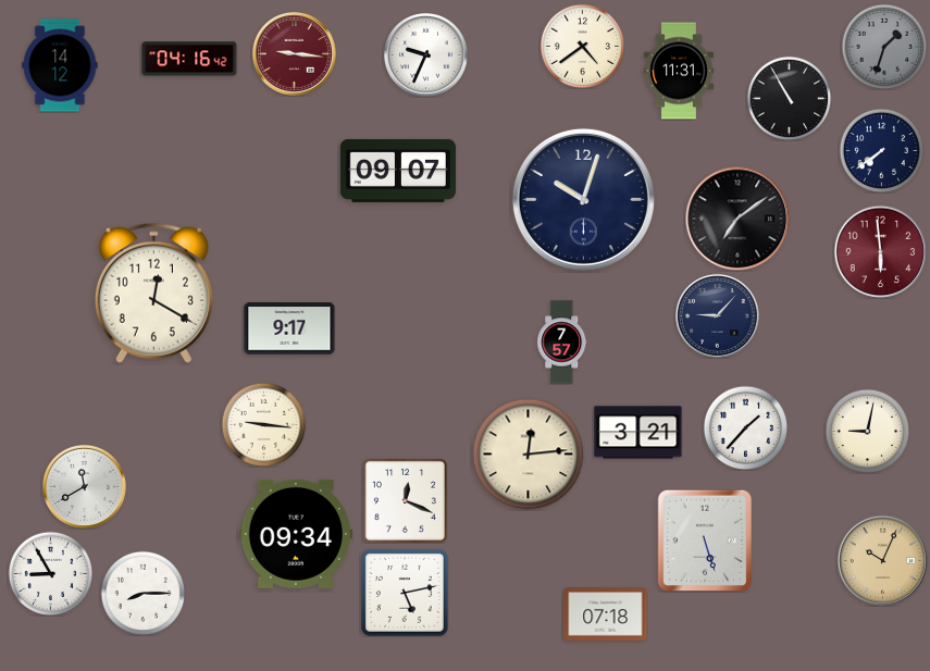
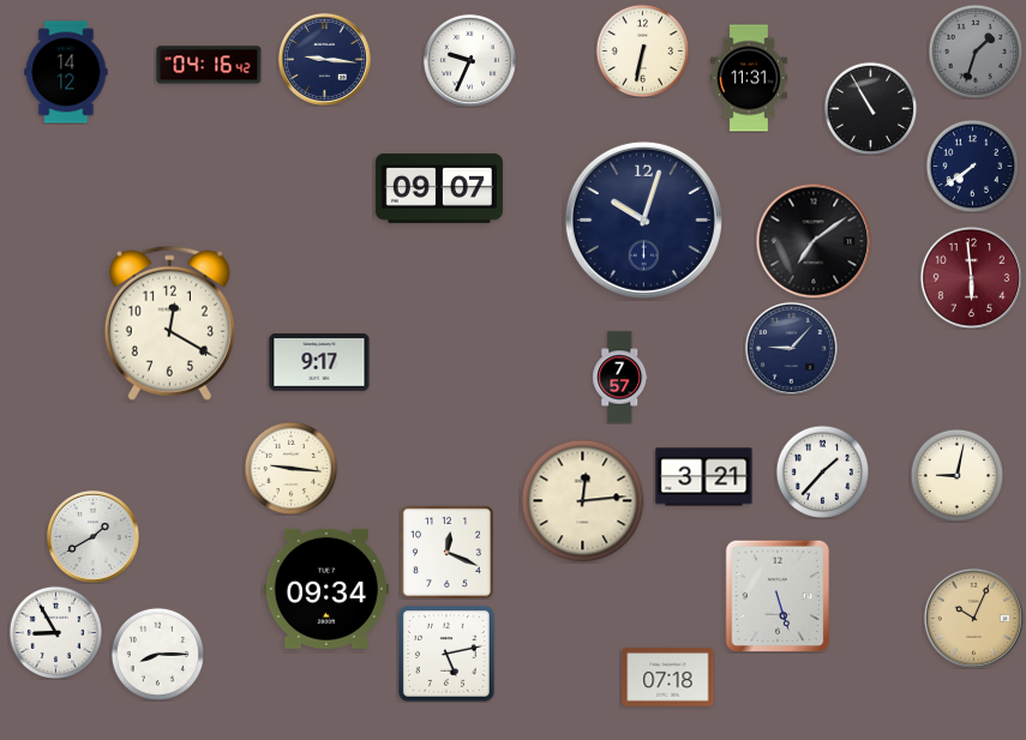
clock at (582, 46): 4:39 -> 6:32
clock at (294, 53) dial: burgundy -> navy
clock at (84, 486): 11:40 -> 1:40
